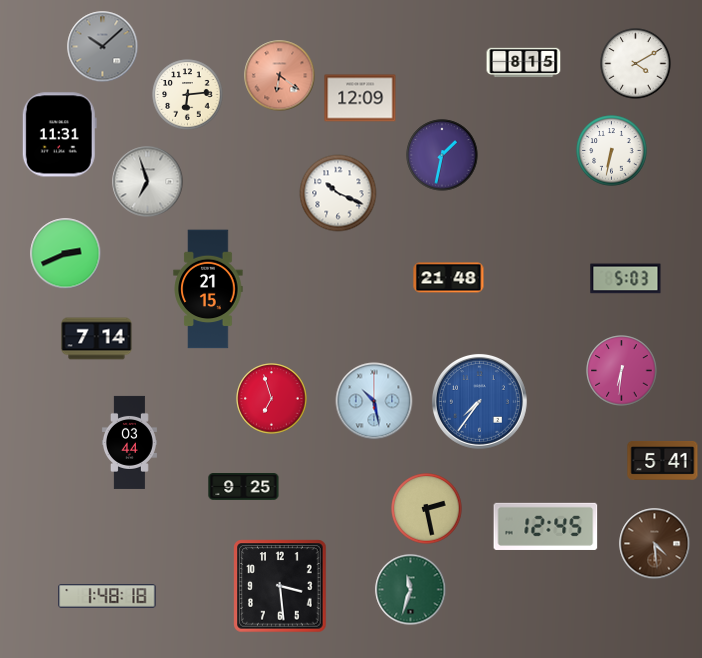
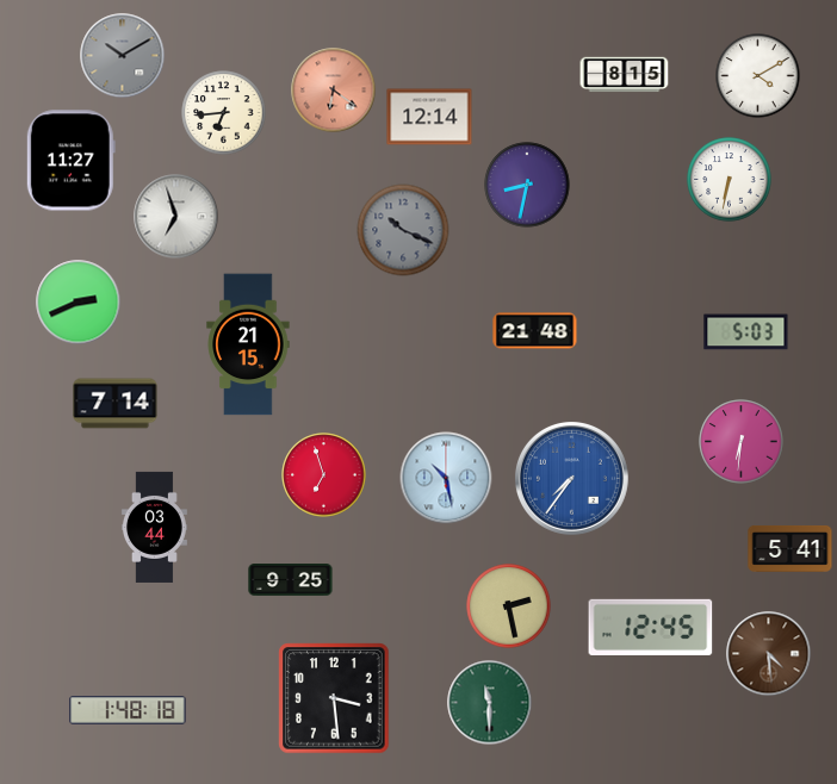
clock at (103, 47): 10:08 -> 10:10
clock at (188, 95): 6:14 -> 6:44
clock at (360, 98): 12:09 -> 12:14
clock at (59, 135): 11:31 -> 11:27
clock at (442, 155): 1:32 -> 8:32
clock at (338, 193) dial: white -> grey
clock at (655, 544) position: (655, 544) -> (769, 654)
clock at (411, 590): 11:33 -> 11:30
